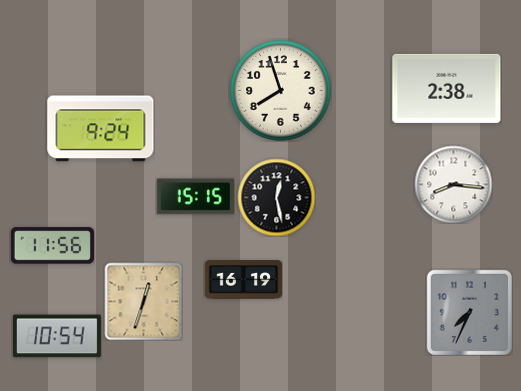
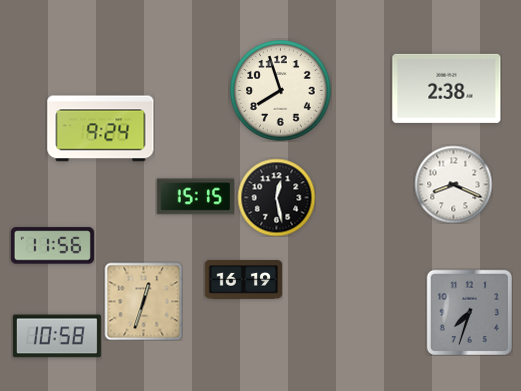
clock at (453, 184): 8:16 -> 8:19
clock at (469, 312): 7:34 -> 7:33
clock at (57, 336): 10:54 -> 10:58
